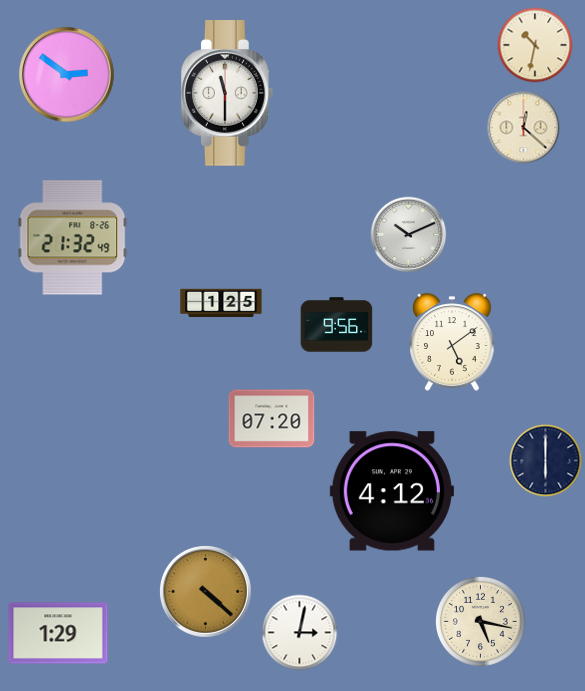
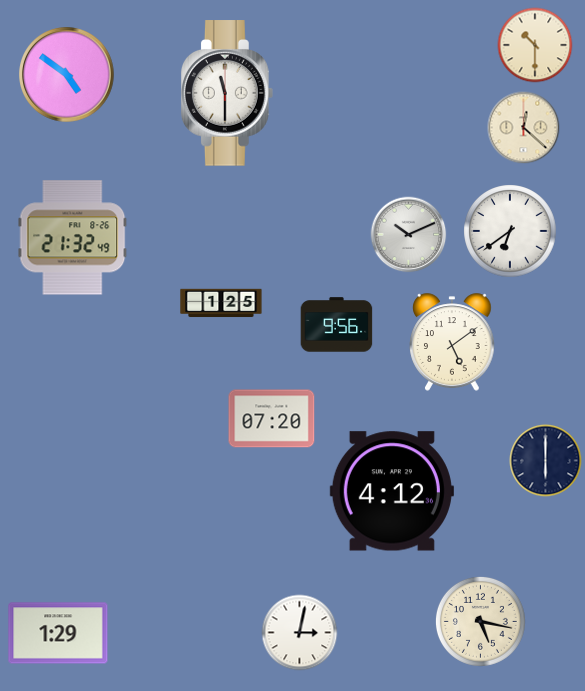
clock at (535, 45): 10:32 -> 10:30
clock at (67, 75): 2:51 -> 4:51
clock at (510, 231): none -> 6:39
clock at (205, 591): 4:22 -> none
